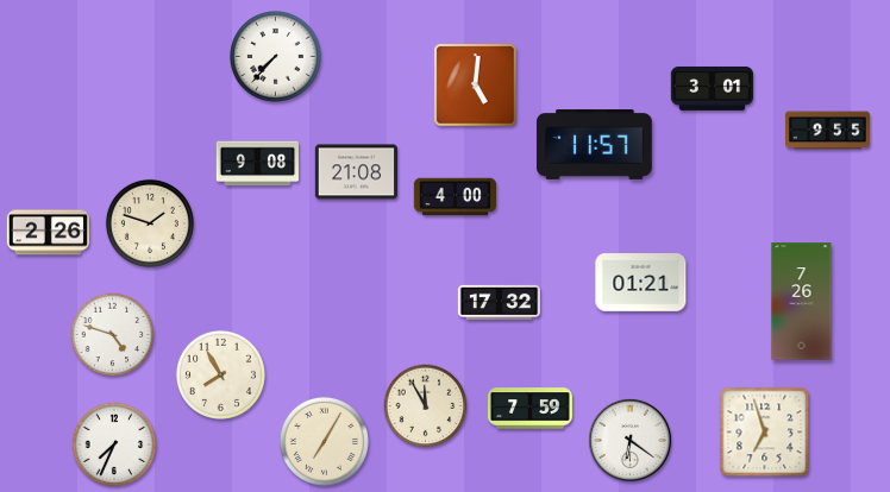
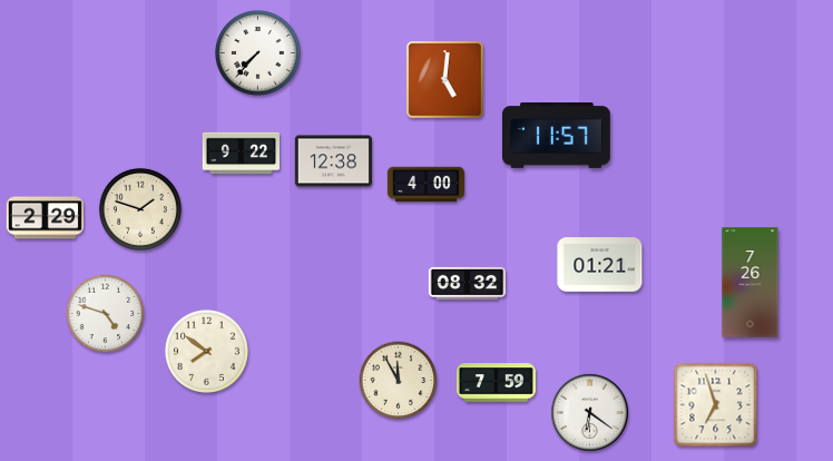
clock at (712, 88): 3:01 -> none
clock at (828, 131): 9:55 -> none
clock at (257, 164): 9:08 -> 9:22
clock at (356, 172): 21:08 -> 12:38
clock at (48, 233): 2:26 -> 2:29
clock at (499, 302): 17:32 -> 08:32
clock at (220, 374): 7:55 -> 7:51
clock at (324, 441): 7:05 -> none
clock at (114, 444): 7:34 -> none
